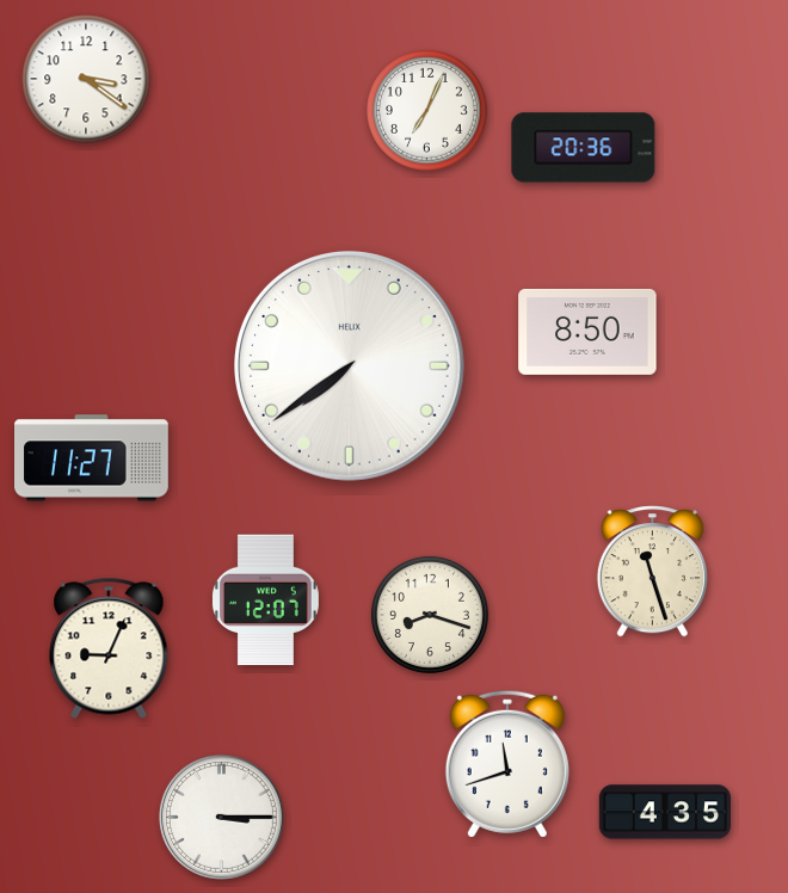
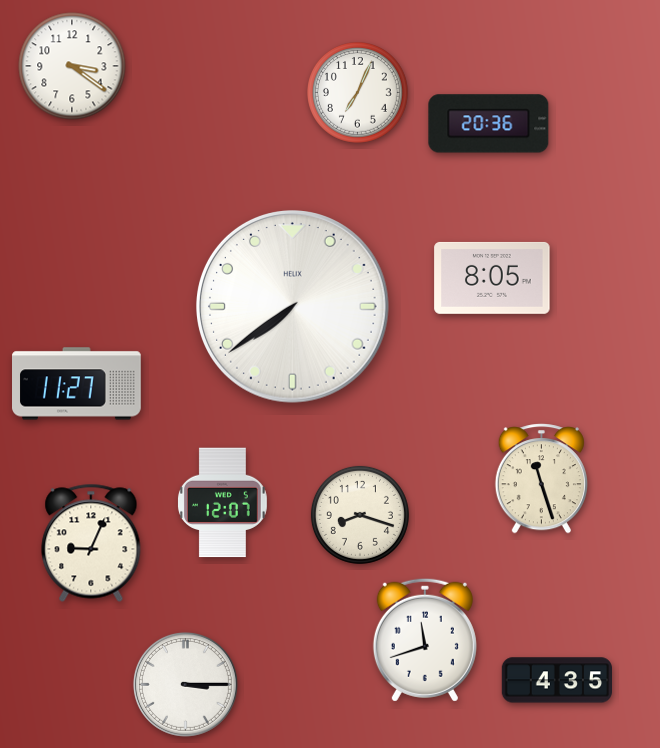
clock at (587, 332): 8:50 -> 8:05
clock at (652, 572) position: (652, 572) -> (541, 479)
